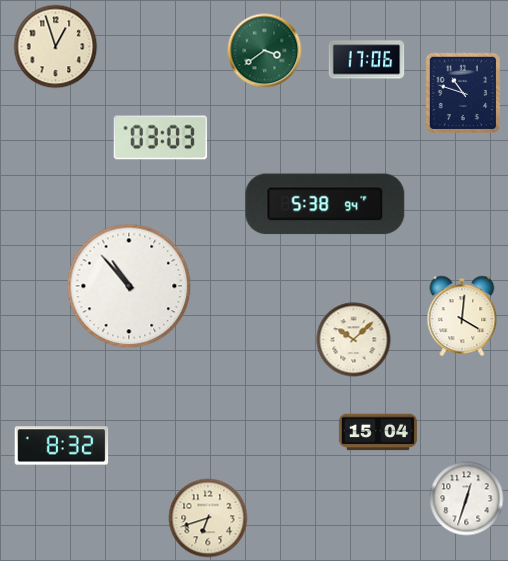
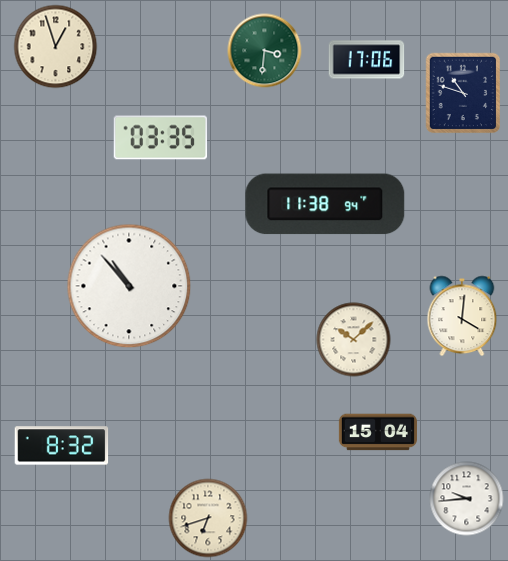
clock at (265, 51): 3:39 -> 3:31
clock at (161, 138): 03:03 -> 03:35
clock at (325, 204): 5:38 -> 11:38
clock at (467, 499): 12:33 -> 9:44
